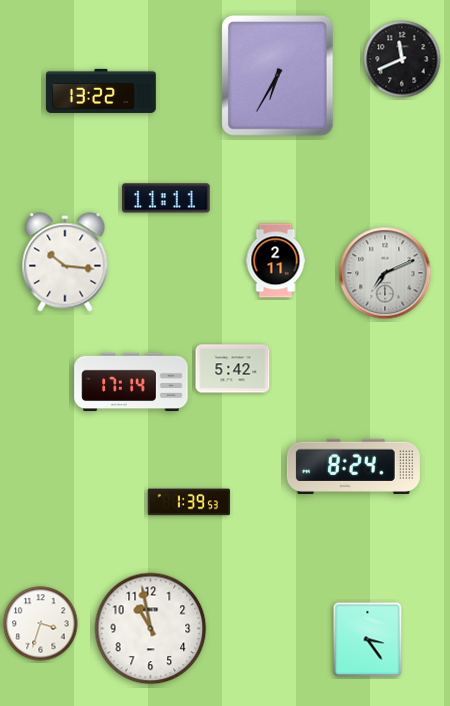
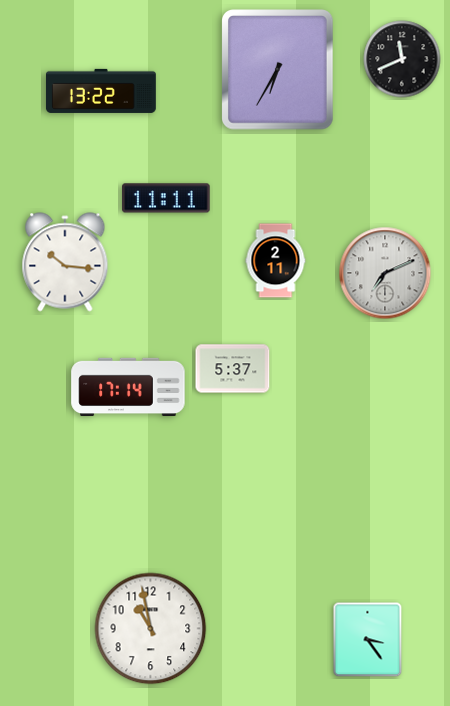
clock at (278, 76) position: (278, 76) -> (278, 70)
clock at (233, 369): 5:42 -> 5:37
clock at (131, 382) position: (131, 382) -> (128, 387)
clock at (353, 466): 8:24 -> none
clock at (189, 502): 1:39 -> none
clock at (41, 624): 3:33 -> none
